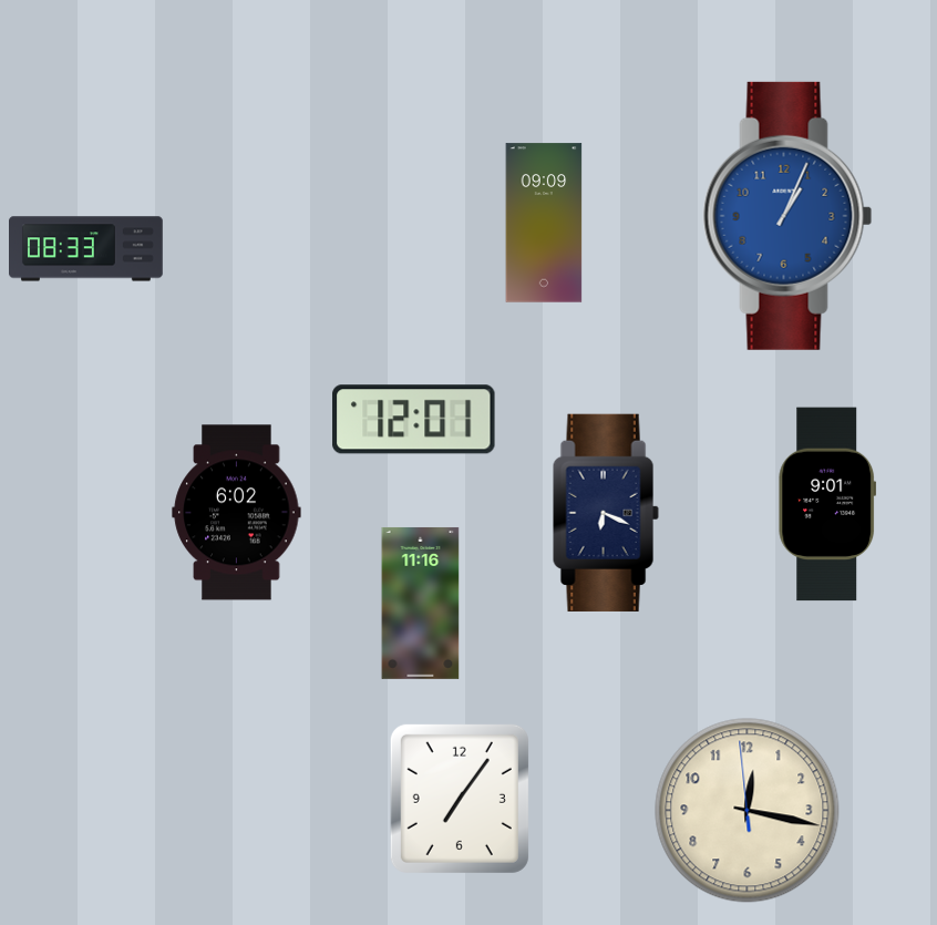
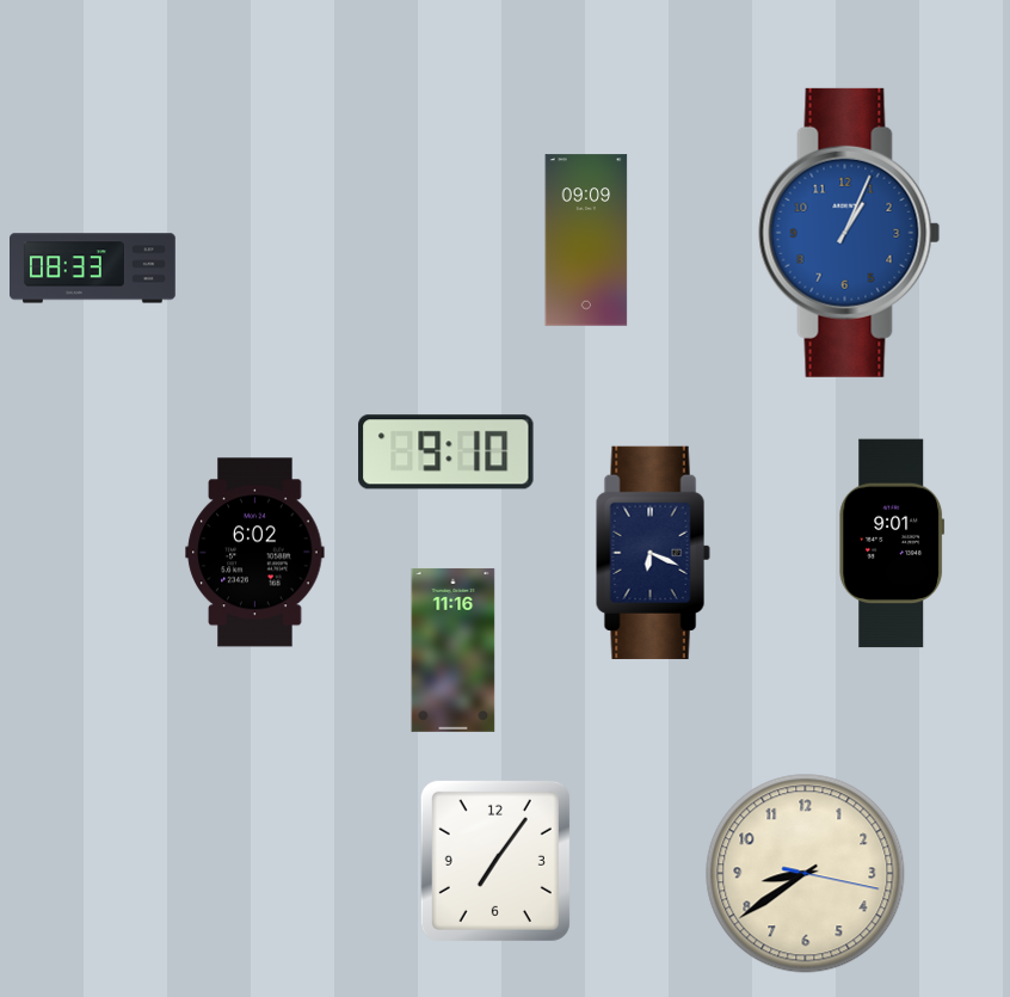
clock at (414, 420): 12:01 -> 9:10
clock at (748, 811): 12:16 -> 8:39
